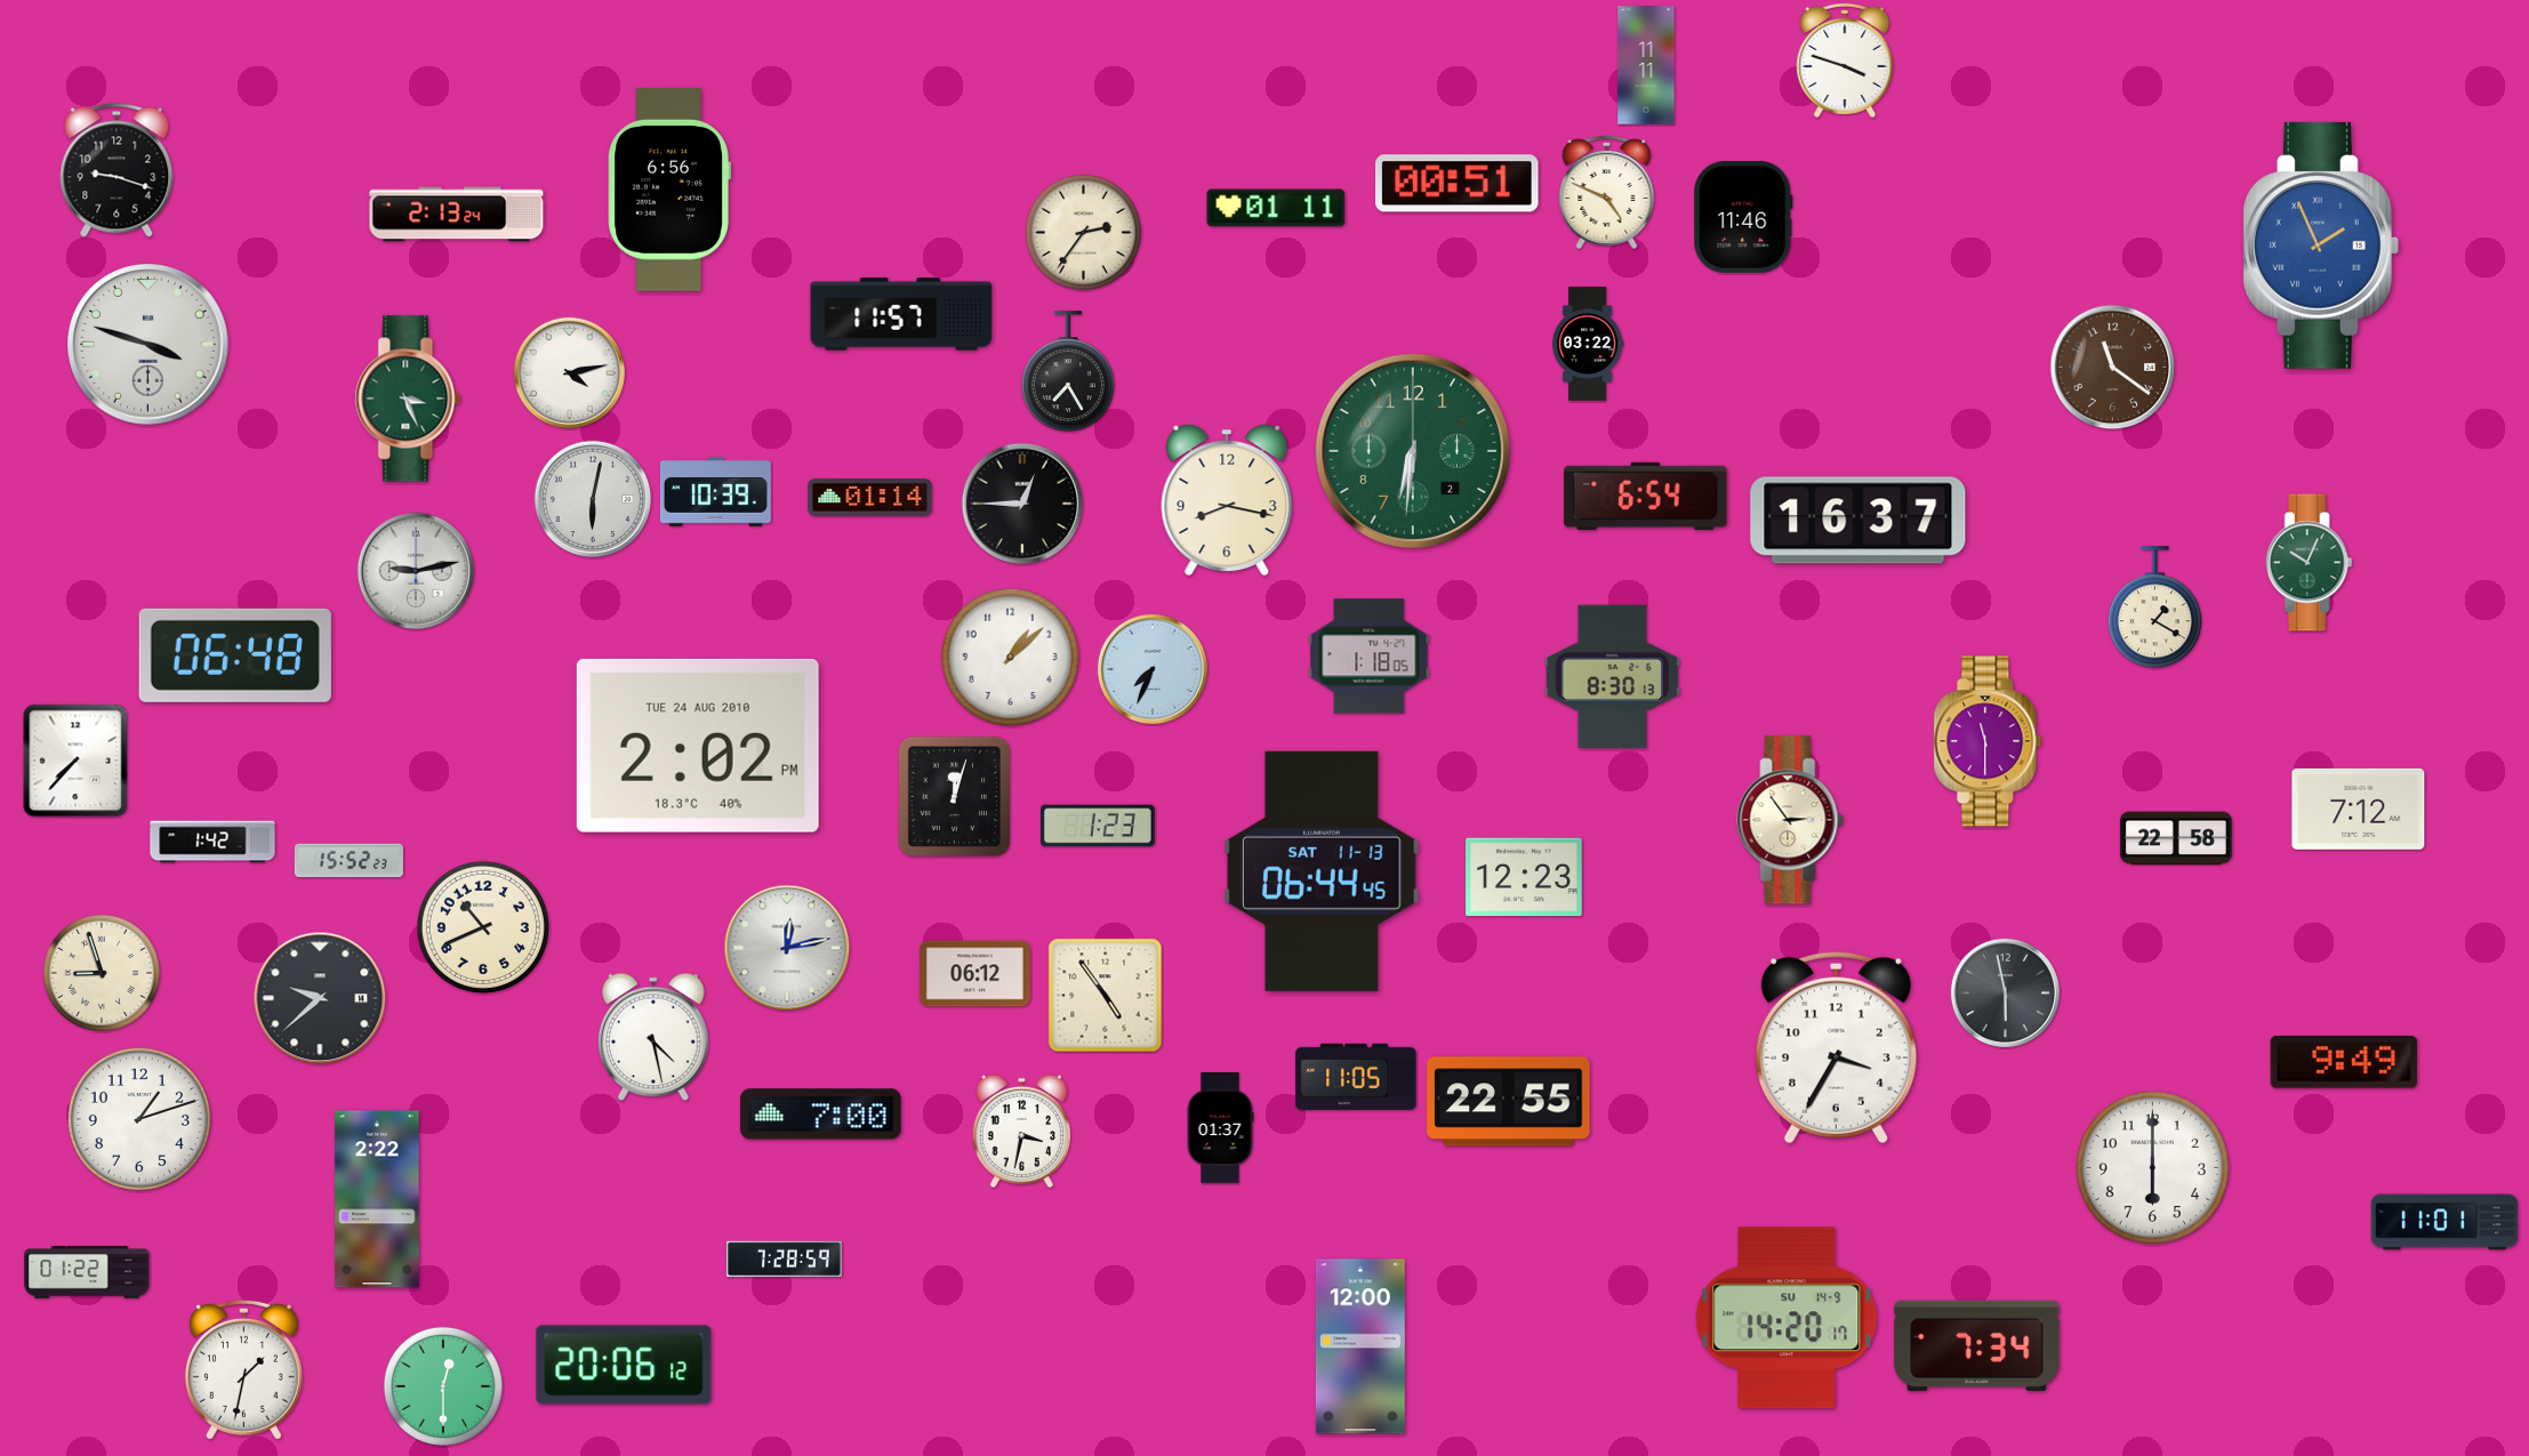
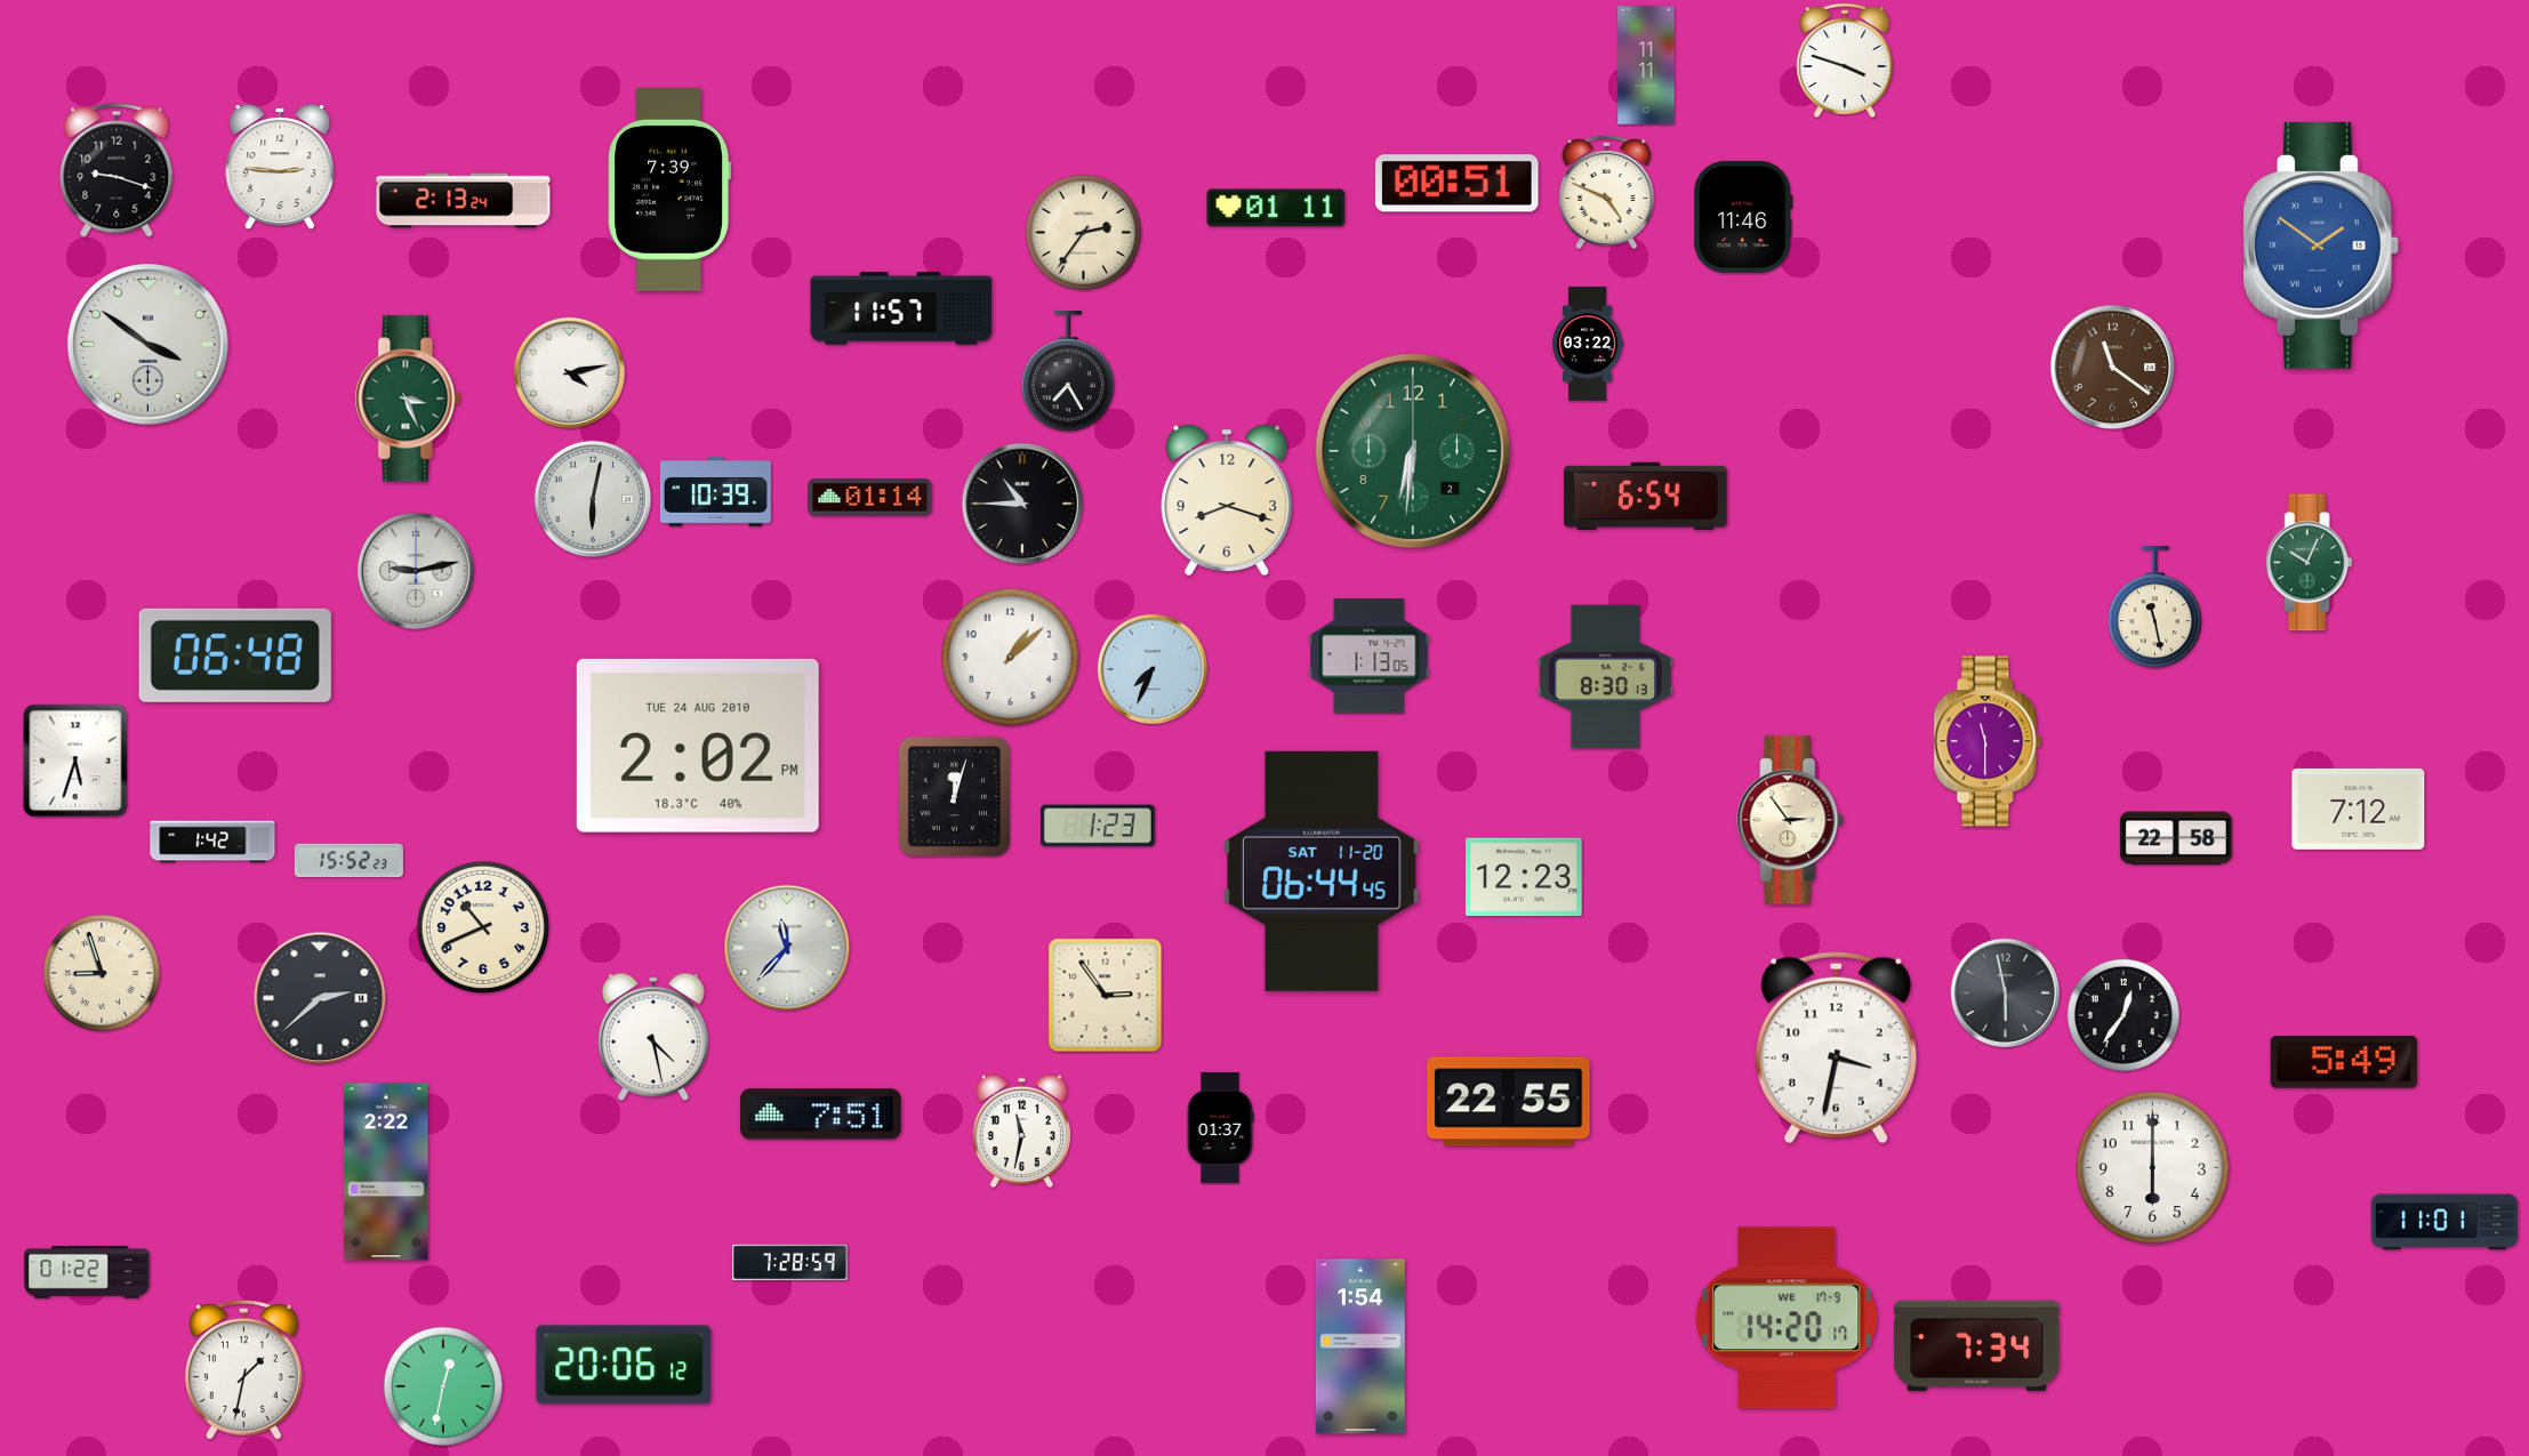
clock at (280, 168): none -> 2:46
clock at (669, 191): 6:56 -> 7:39
clock at (457, 215) position: (457, 215) -> (464, 201)
clock at (2321, 246): 1:56 -> 1:51
clock at (901, 314) position: (901, 314) -> (901, 308)
clock at (148, 345): 3:48 -> 3:51
clock at (1227, 500): 8:17 -> 8:18
clock at (1022, 504): 12:45 -> 10:45
clock at (1858, 521): 16:37 -> none
clock at (2154, 608): 1:20 -> 11:28
clock at (1370, 657): 1:18 -> 1:13
clock at (1613, 677) position: (1613, 677) -> (1606, 677)
clock at (75, 761): 7:37 -> 5:33
clock at (1322, 871) date: SAT 11-13 -> SAT 11-20
clock at (787, 948): 12:13 -> 11:37
clock at (974, 974): 06:12 -> none
clock at (1106, 996): 4:54 -> 2:54
clock at (320, 998): 9:38 -> 2:38
clock at (2123, 1015): none -> 12:36
clock at (1836, 1048): 3:35 -> 3:32
clock at (2344, 1063): 9:49 -> 5:49
clock at (1356, 1077): 11:05 -> none
clock at (821, 1115): 7:00 -> 7:51
clock at (139, 1119): 1:12 -> none
clock at (1021, 1132): 3:32 -> 11:32
clock at (377, 1199) position: (377, 1199) -> (386, 1172)
clock at (785, 1260) position: (785, 1260) -> (790, 1263)
clock at (1787, 1318) date: SU 14-9 -> WE 17-9
clock at (1360, 1346): 12:00 -> 1:54
clock at (443, 1386): 12:30 -> 12:32
